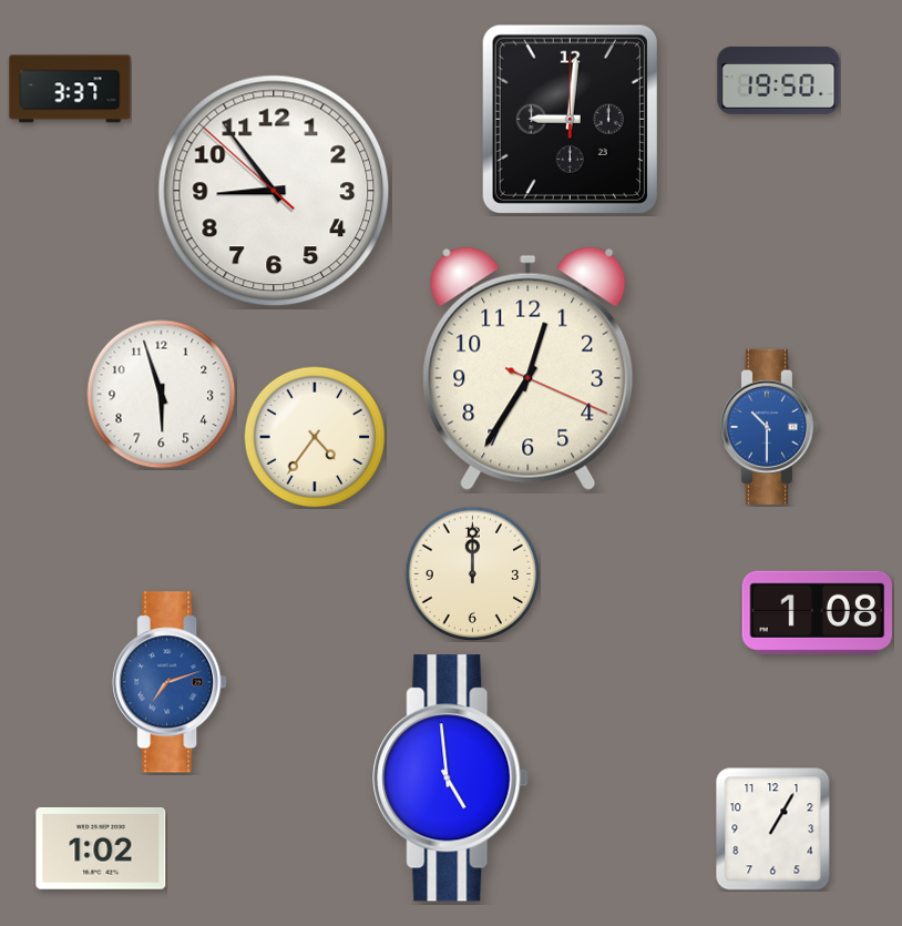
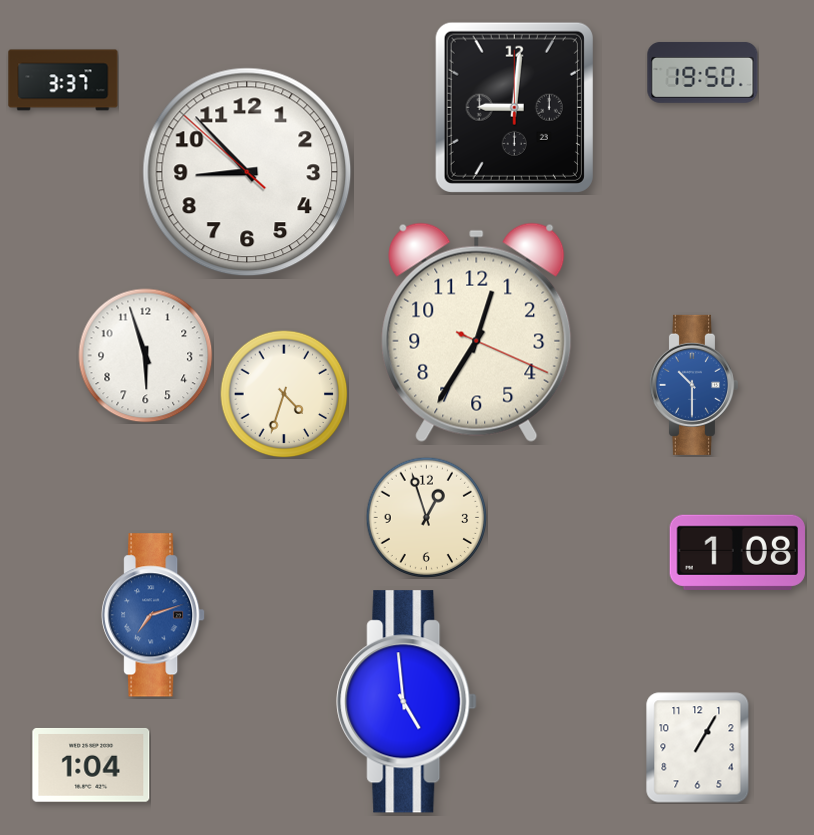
clock at (274, 191): 8:53 -> 8:52
clock at (315, 437): 4:36 -> 4:33
clock at (472, 573): 12:00 -> 12:57
clock at (101, 848): 1:02 -> 1:04
